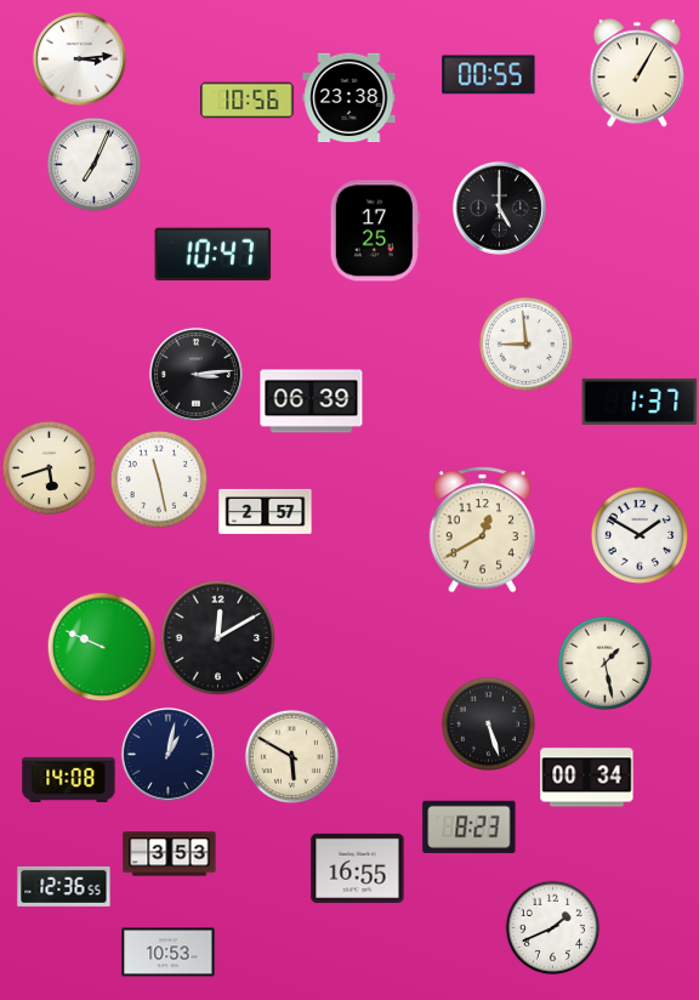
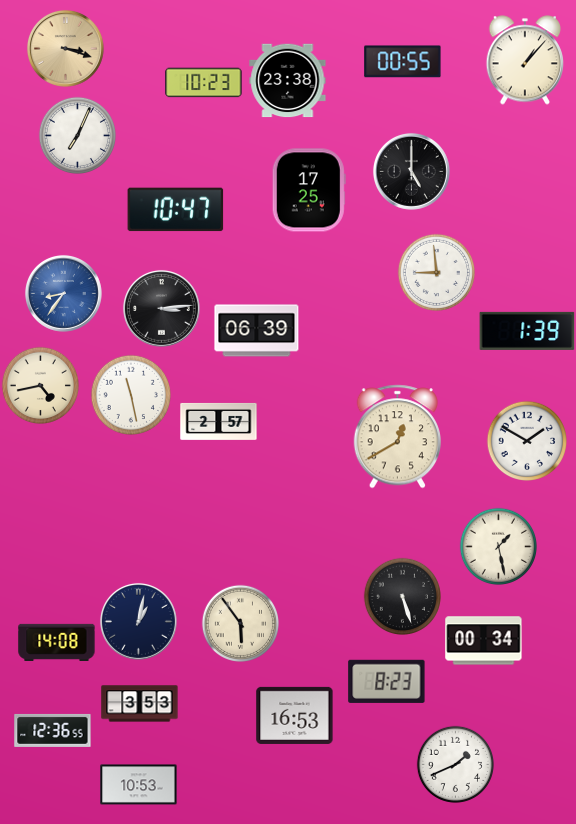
clock at (79, 58): 3:14 -> 3:18
clock at (79, 58) dial: white -> champagne
clock at (636, 73): 1:05 -> 1:07
clock at (248, 101): 10:56 -> 10:23
clock at (525, 343) position: (525, 343) -> (436, 272)
clock at (63, 293): none -> 8:36
clock at (640, 402): 1:37 -> 1:39
clock at (49, 467): 5:42 -> 4:43
clock at (217, 637): 12:10 -> none
clock at (102, 647): 9:49 -> none
clock at (291, 756): 5:50 -> 5:54
clock at (358, 868): 16:55 -> 16:53
